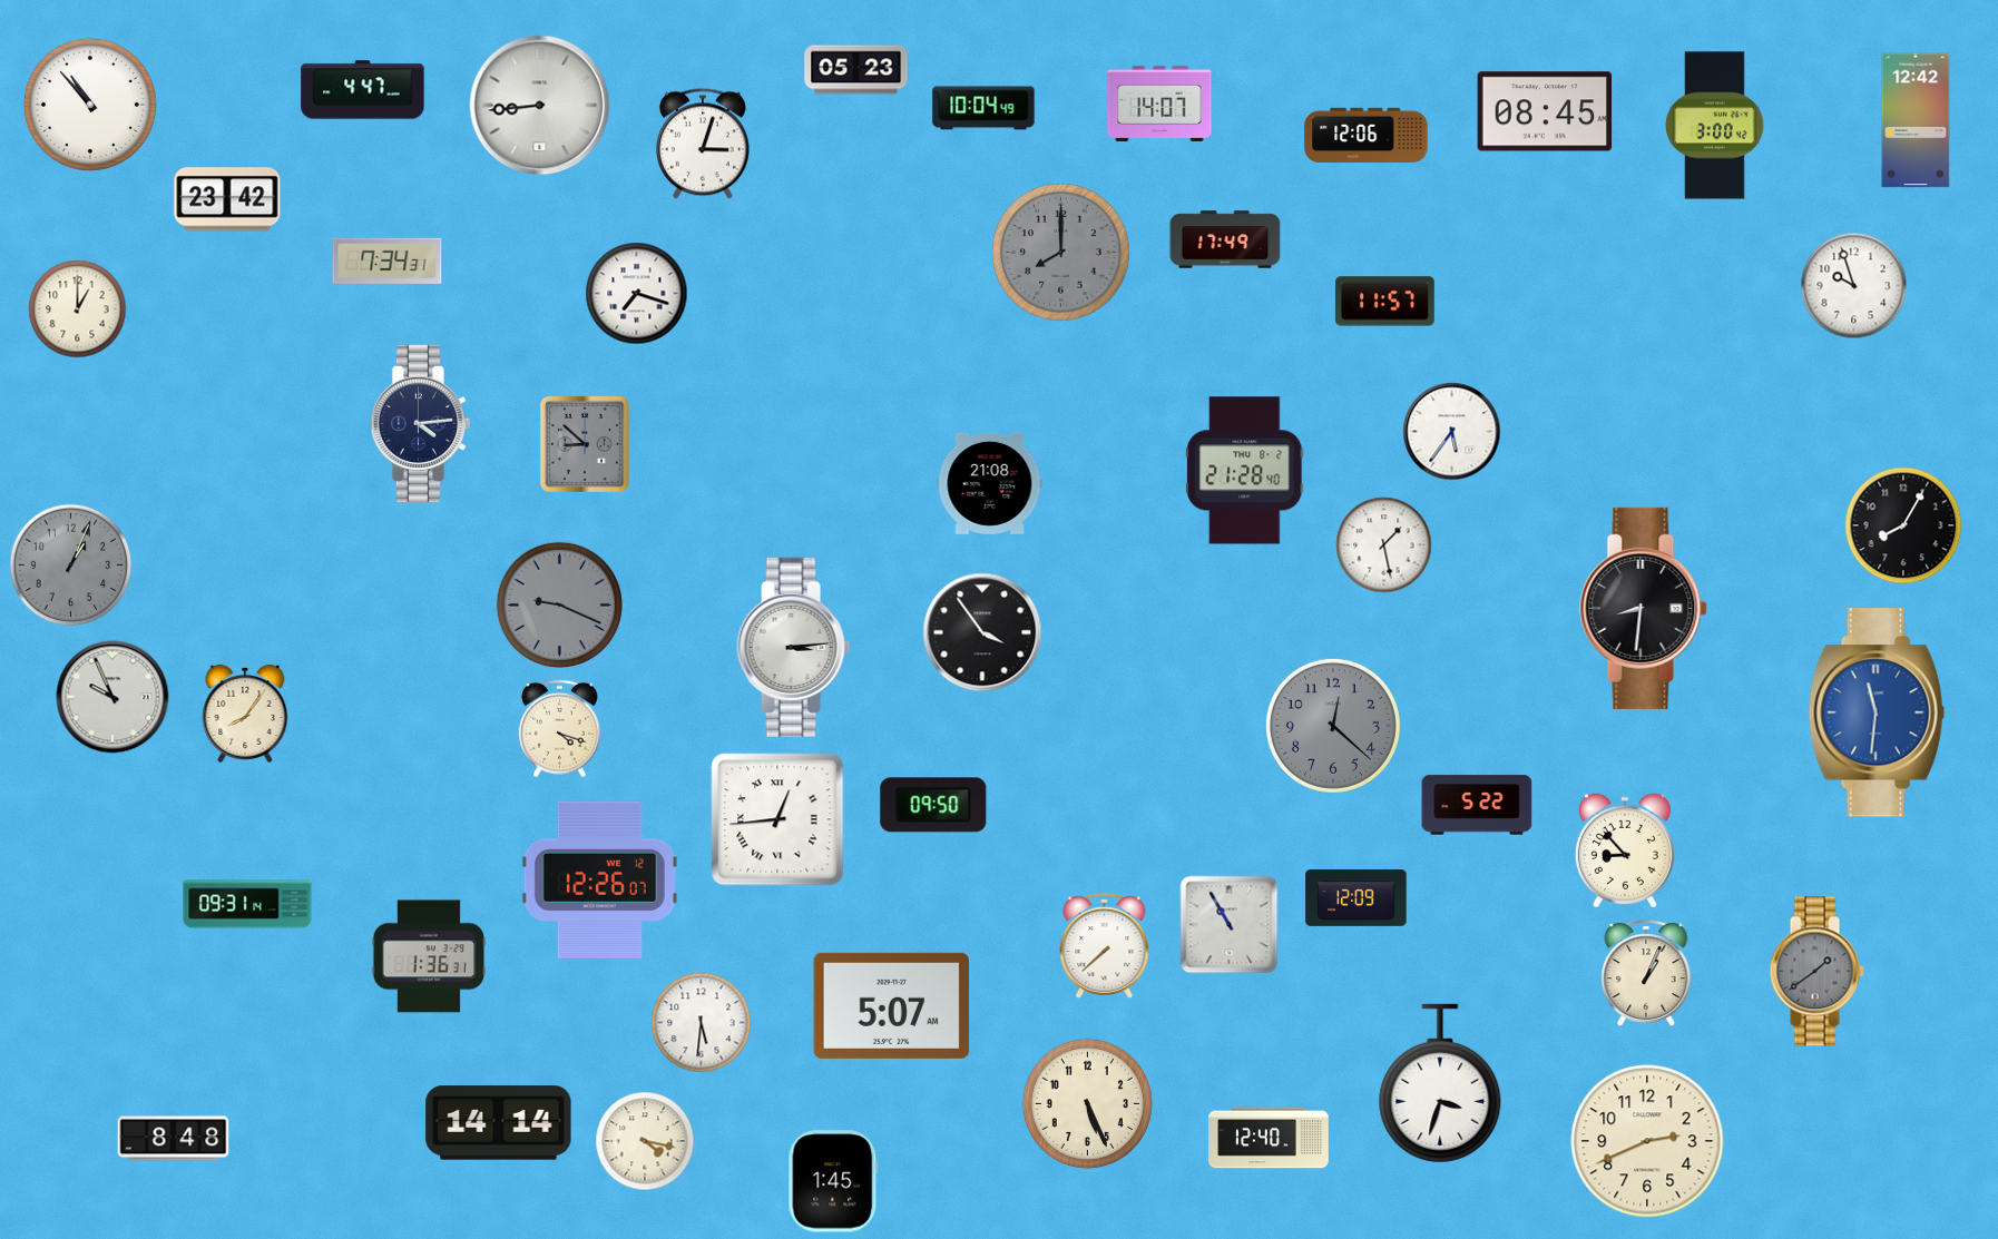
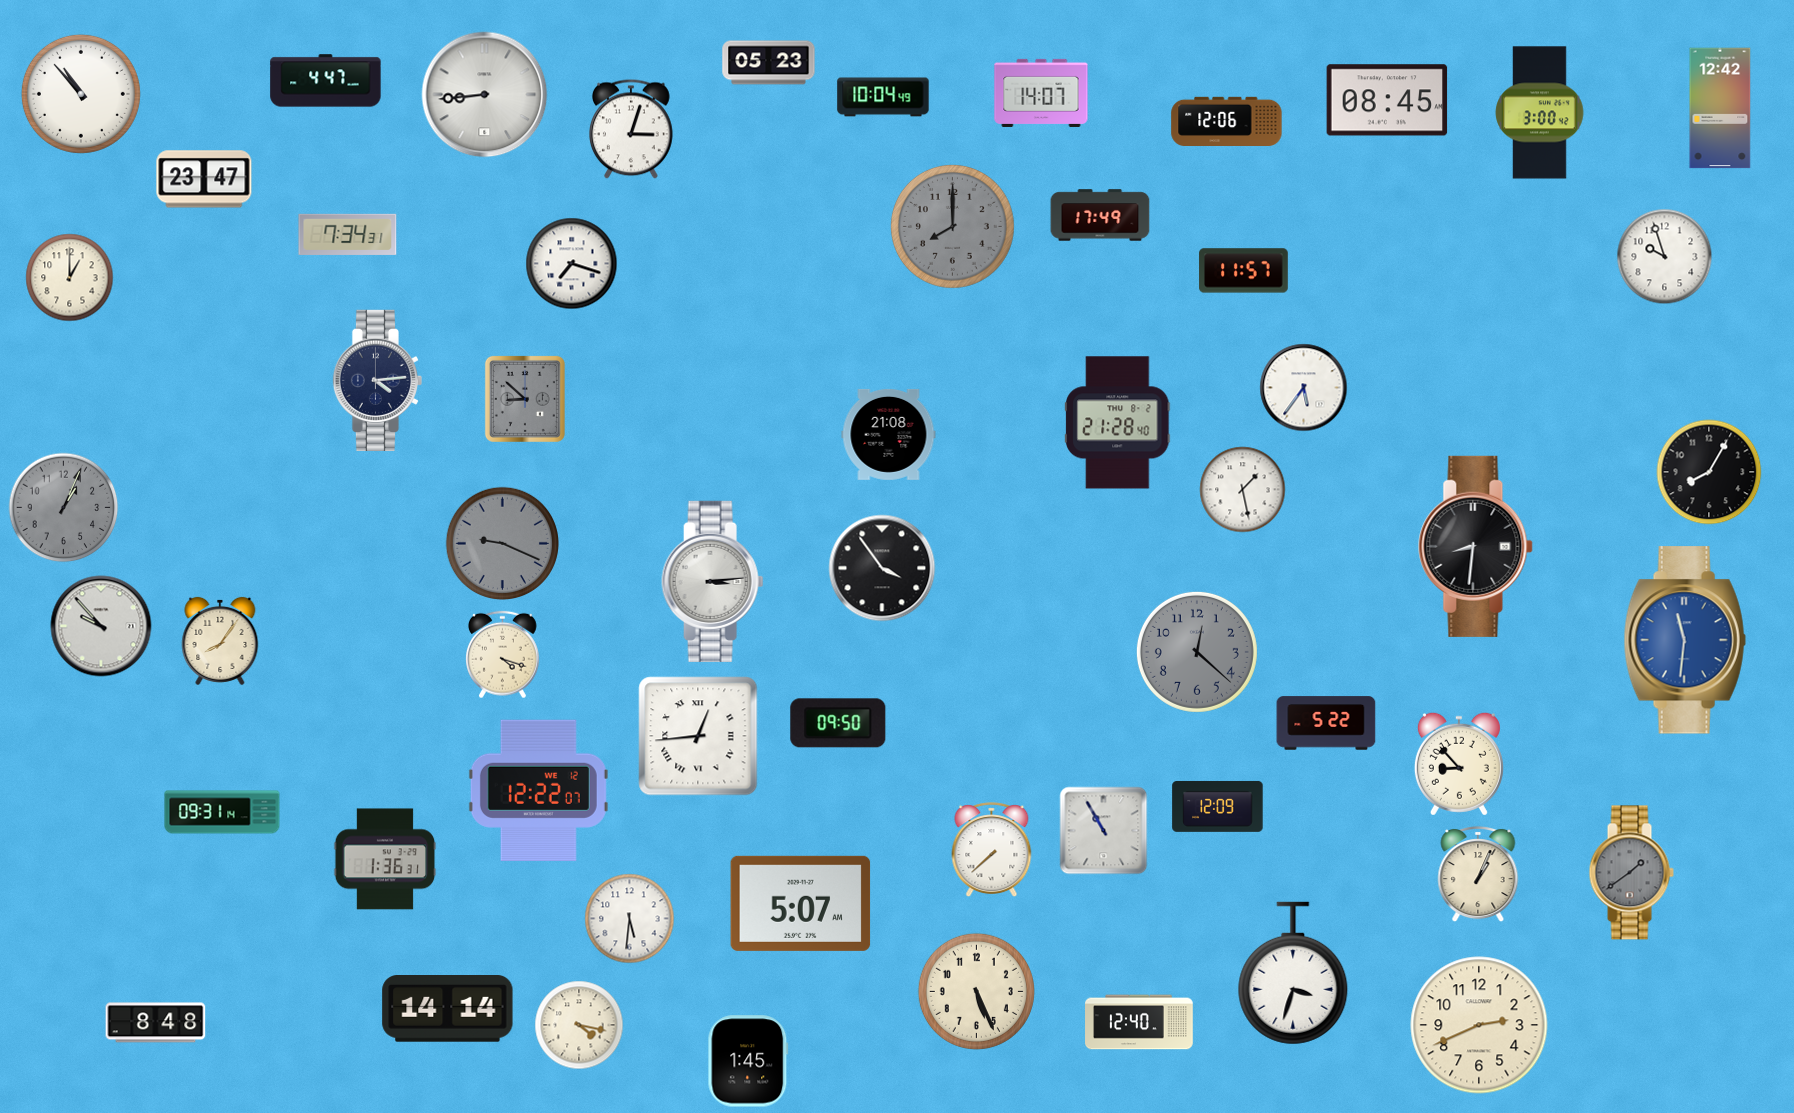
clock at (227, 199): 23:42 -> 23:47
clock at (112, 697): 9:56 -> 9:53
clock at (599, 879): 12:26 -> 12:22
